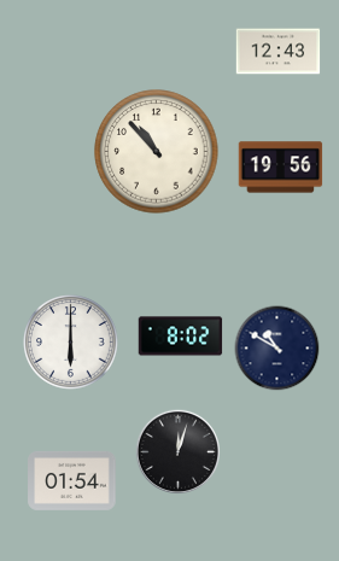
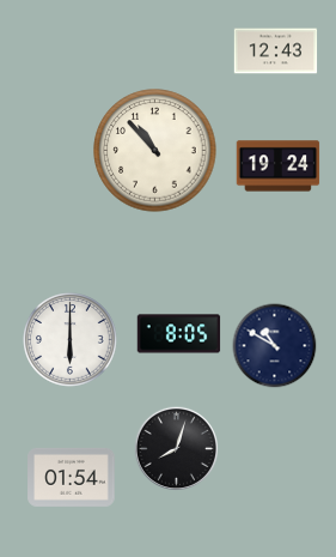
clock at (281, 168): 19:56 -> 19:24
clock at (181, 337): 8:02 -> 8:05
clock at (177, 451): 12:03 -> 8:03
